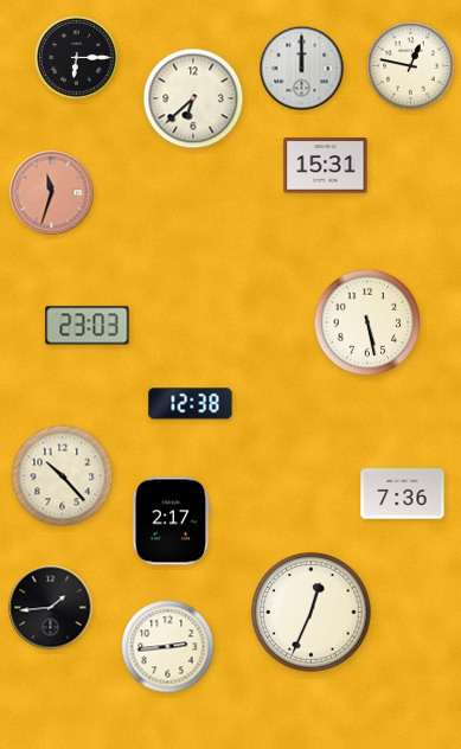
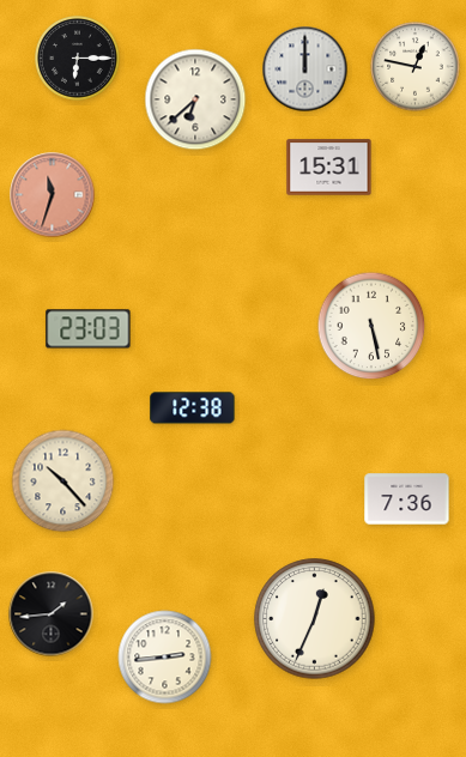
clock at (172, 521): 2:17 -> none
clock at (168, 647) position: (168, 647) -> (165, 658)
